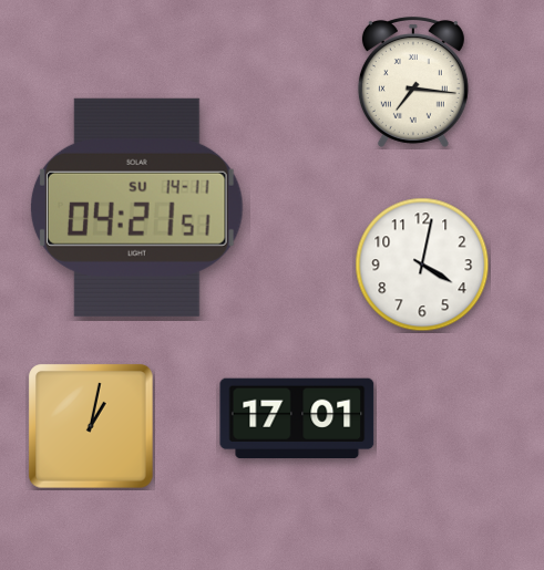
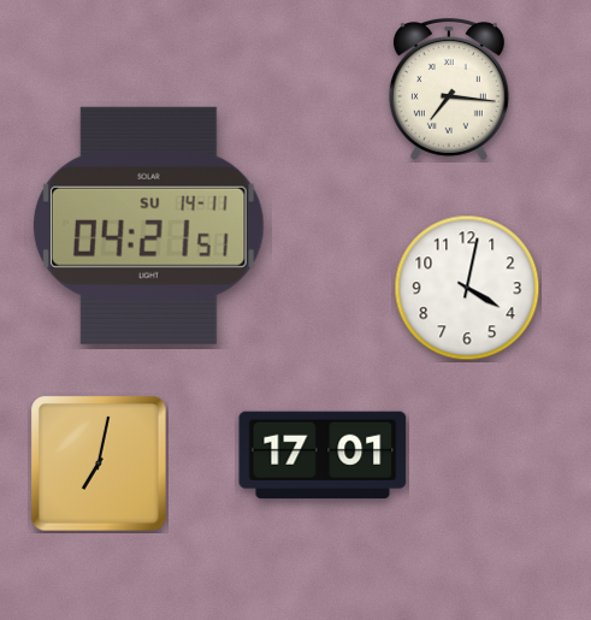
clock at (422, 265) position: (422, 265) -> (467, 288)
clock at (92, 427): 1:02 -> 7:02
